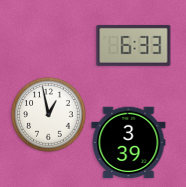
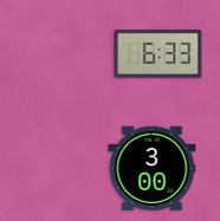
clock at (49, 115): 12:58 -> none
clock at (129, 143): 3:39 -> 3:00
